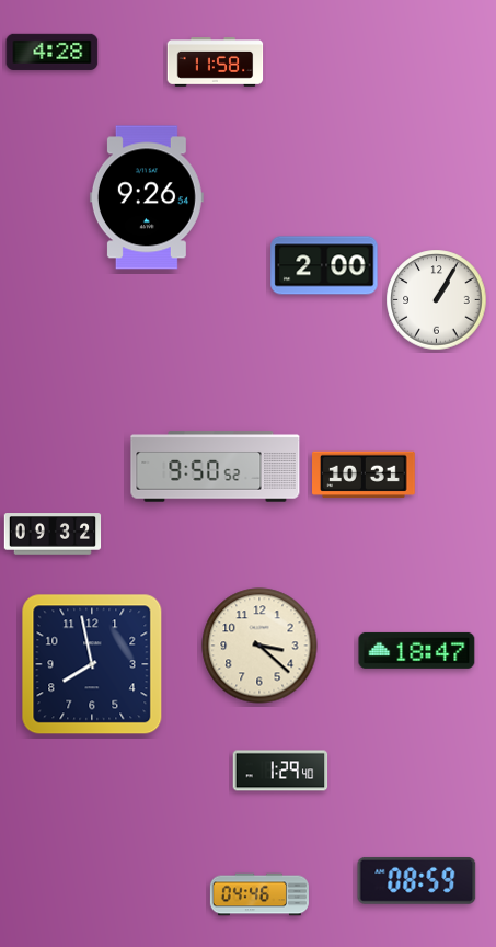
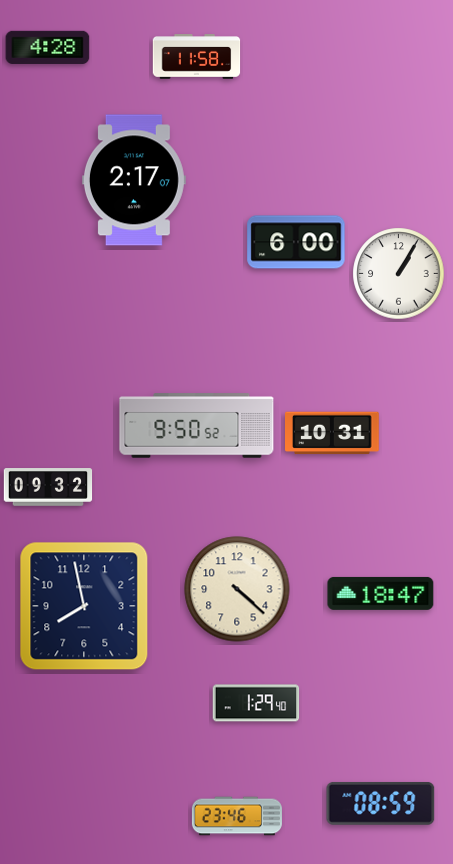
clock at (147, 197): 9:26 -> 2:17
clock at (324, 265): 2:00 -> 6:00
clock at (259, 646): 3:22 -> 4:22
clock at (259, 894): 04:46 -> 23:46
